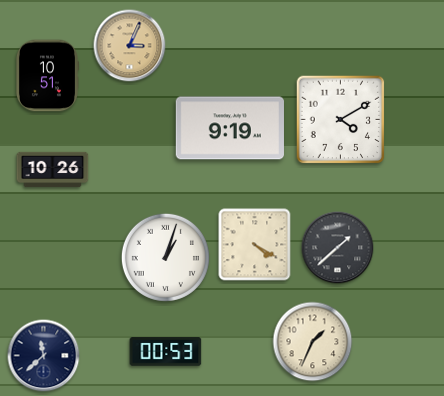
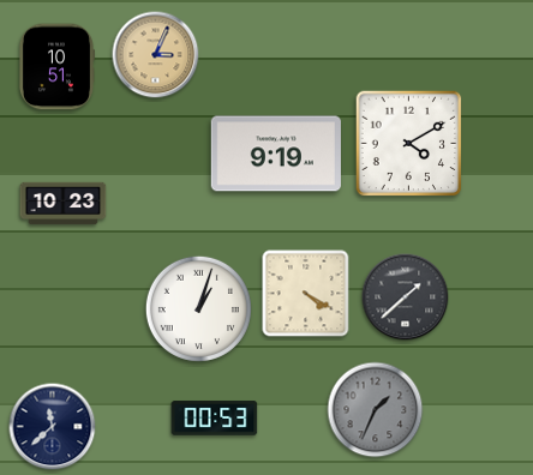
clock at (47, 76) position: (47, 76) -> (56, 67)
clock at (53, 170): 10:26 -> 10:23
clock at (313, 342) dial: cream -> grey
clock at (166, 352) position: (166, 352) -> (215, 419)
